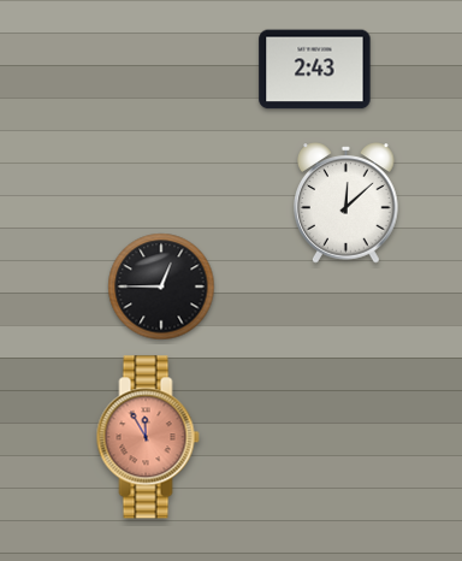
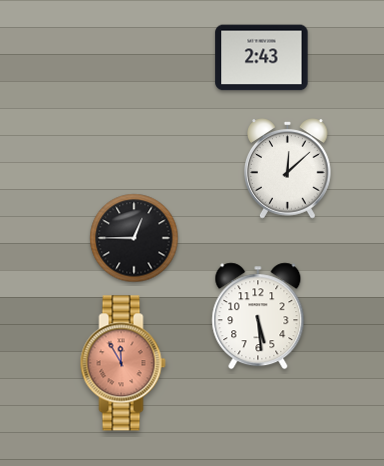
clock at (258, 316): none -> 5:29
